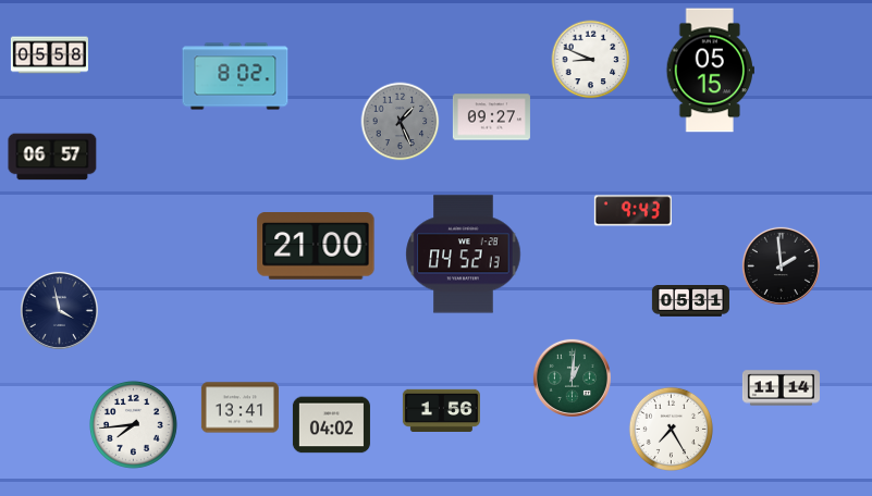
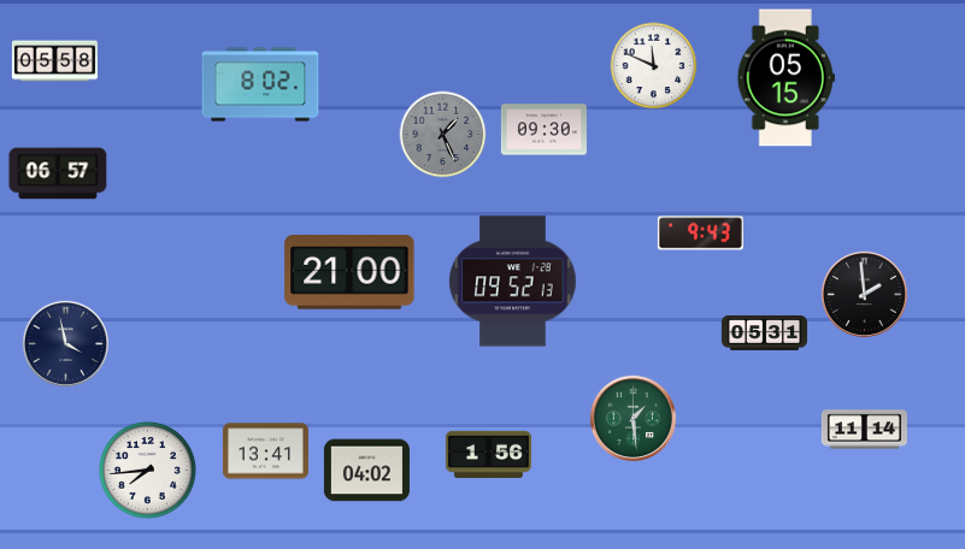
clock at (591, 60): 8:49 -> 11:49
clock at (491, 117): 09:27 -> 09:30
clock at (464, 255): 04:52 -> 09:52
clock at (572, 377): 1:01 -> 1:29
clock at (671, 429): 7:25 -> none
